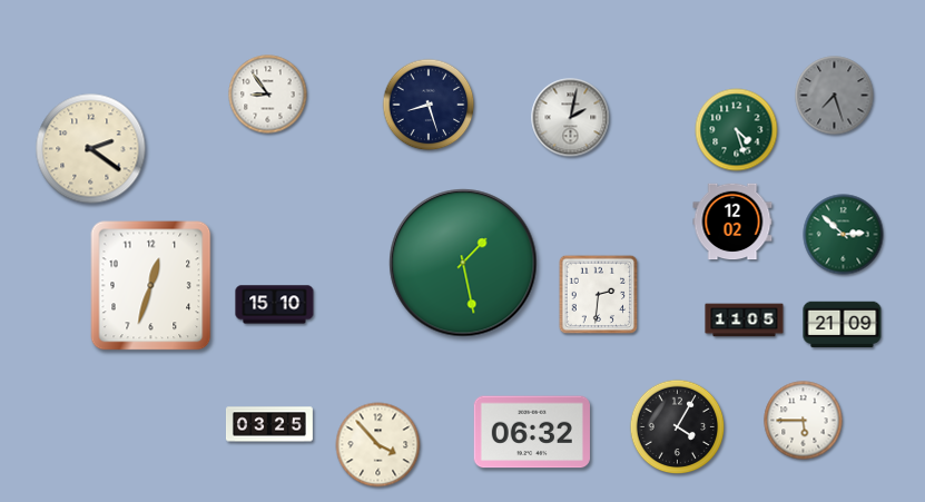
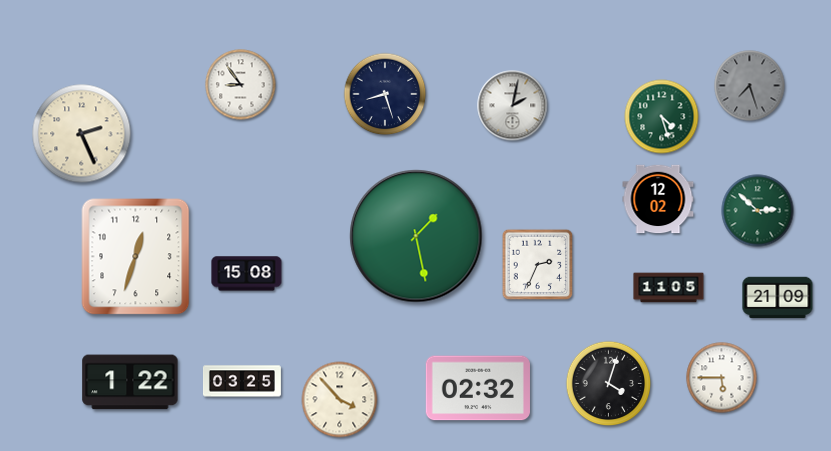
clock at (91, 149): 2:21 -> 2:26
clock at (599, 295): 2:31 -> 2:34
clock at (275, 305): 15:10 -> 15:08
clock at (843, 325) position: (843, 325) -> (778, 298)
clock at (130, 382): none -> 1:22
clock at (678, 427): 4:05 -> 4:03
clock at (532, 432): 06:32 -> 02:32
